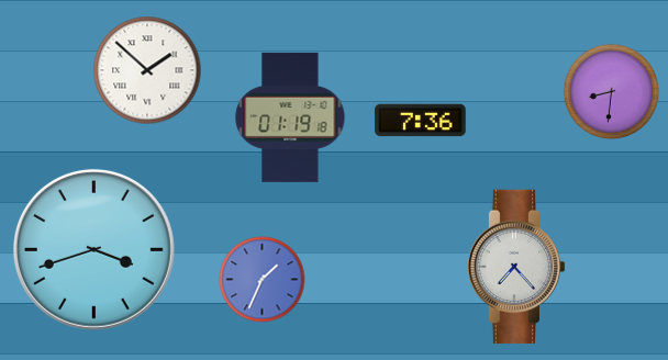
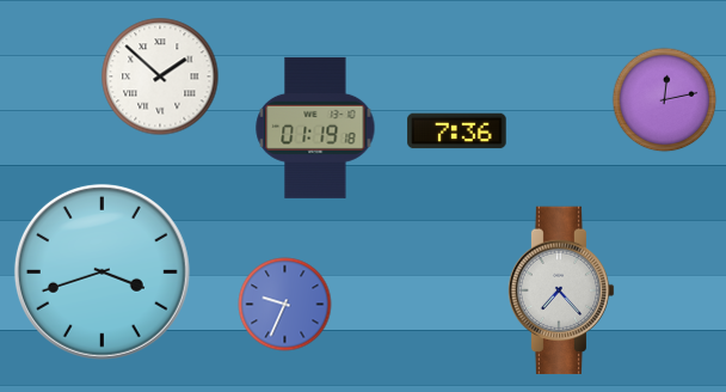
clock at (612, 92): 8:31 -> 12:13
clock at (263, 280): 1:34 -> 9:34
